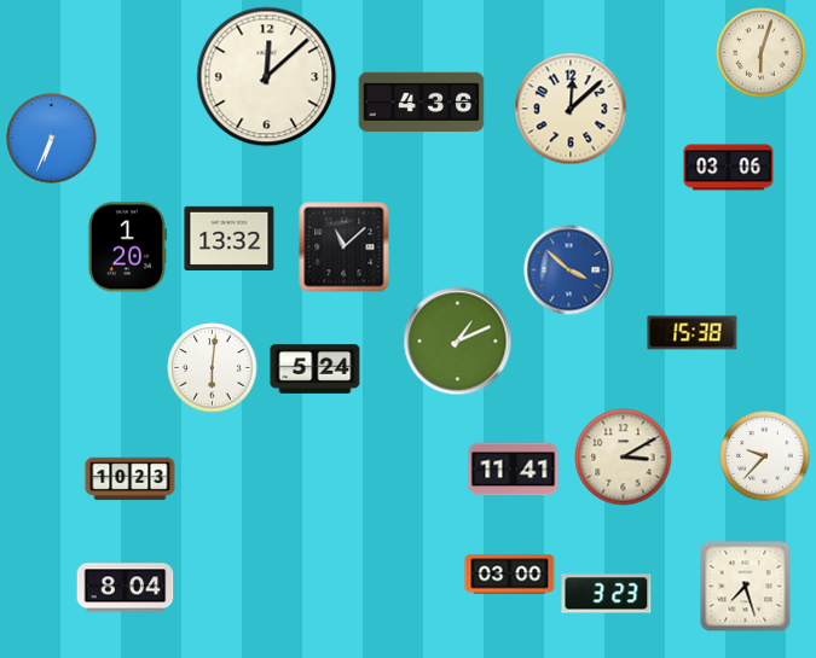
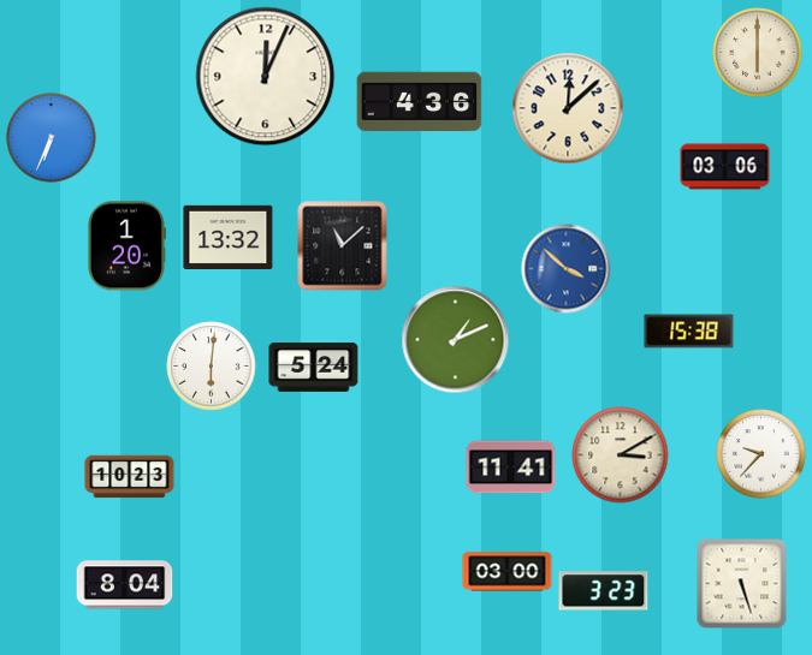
clock at (762, 53): 6:03 -> 6:00
clock at (267, 77): 12:08 -> 12:04
clock at (746, 587): 7:27 -> 5:27
